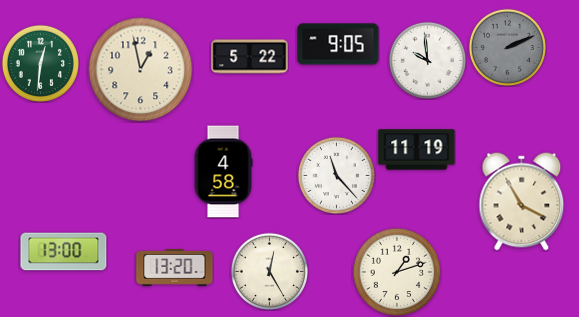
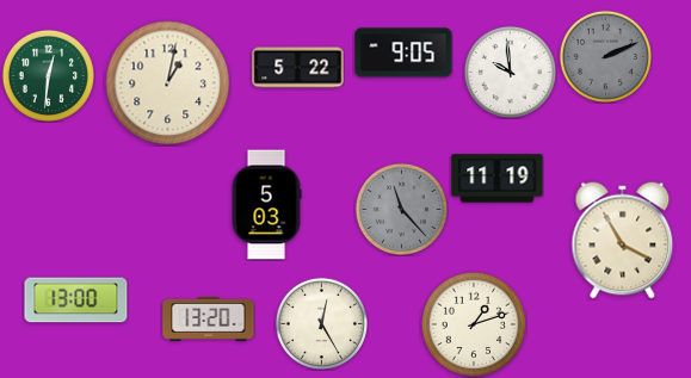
clock at (141, 70): 12:58 -> 1:02
clock at (223, 172): 4:58 -> 5:03
clock at (336, 175) dial: white -> grey
